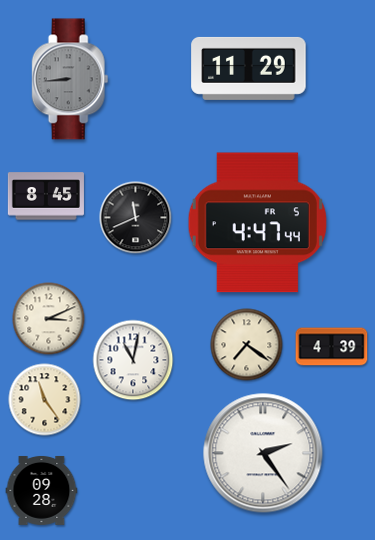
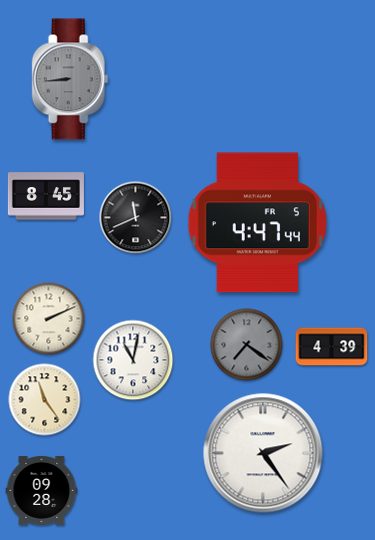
clock at (249, 68): 11:29 -> none
clock at (49, 319): 3:11 -> 2:11
clock at (247, 345) dial: cream -> grey
